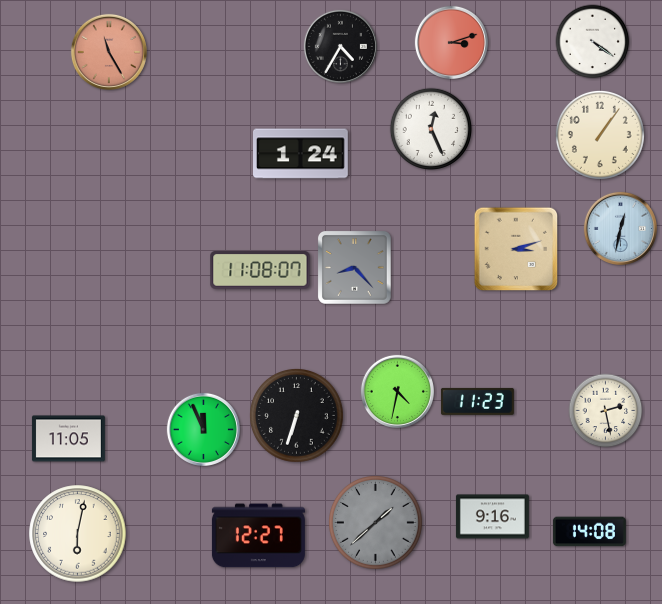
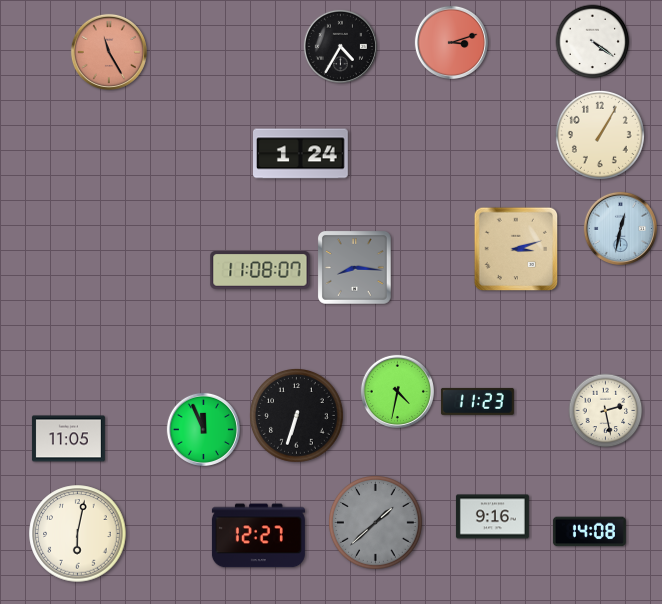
clock at (430, 128): 12:26 -> none
clock at (600, 135): 1:06 -> 1:05
clock at (355, 268): 8:23 -> 8:16
